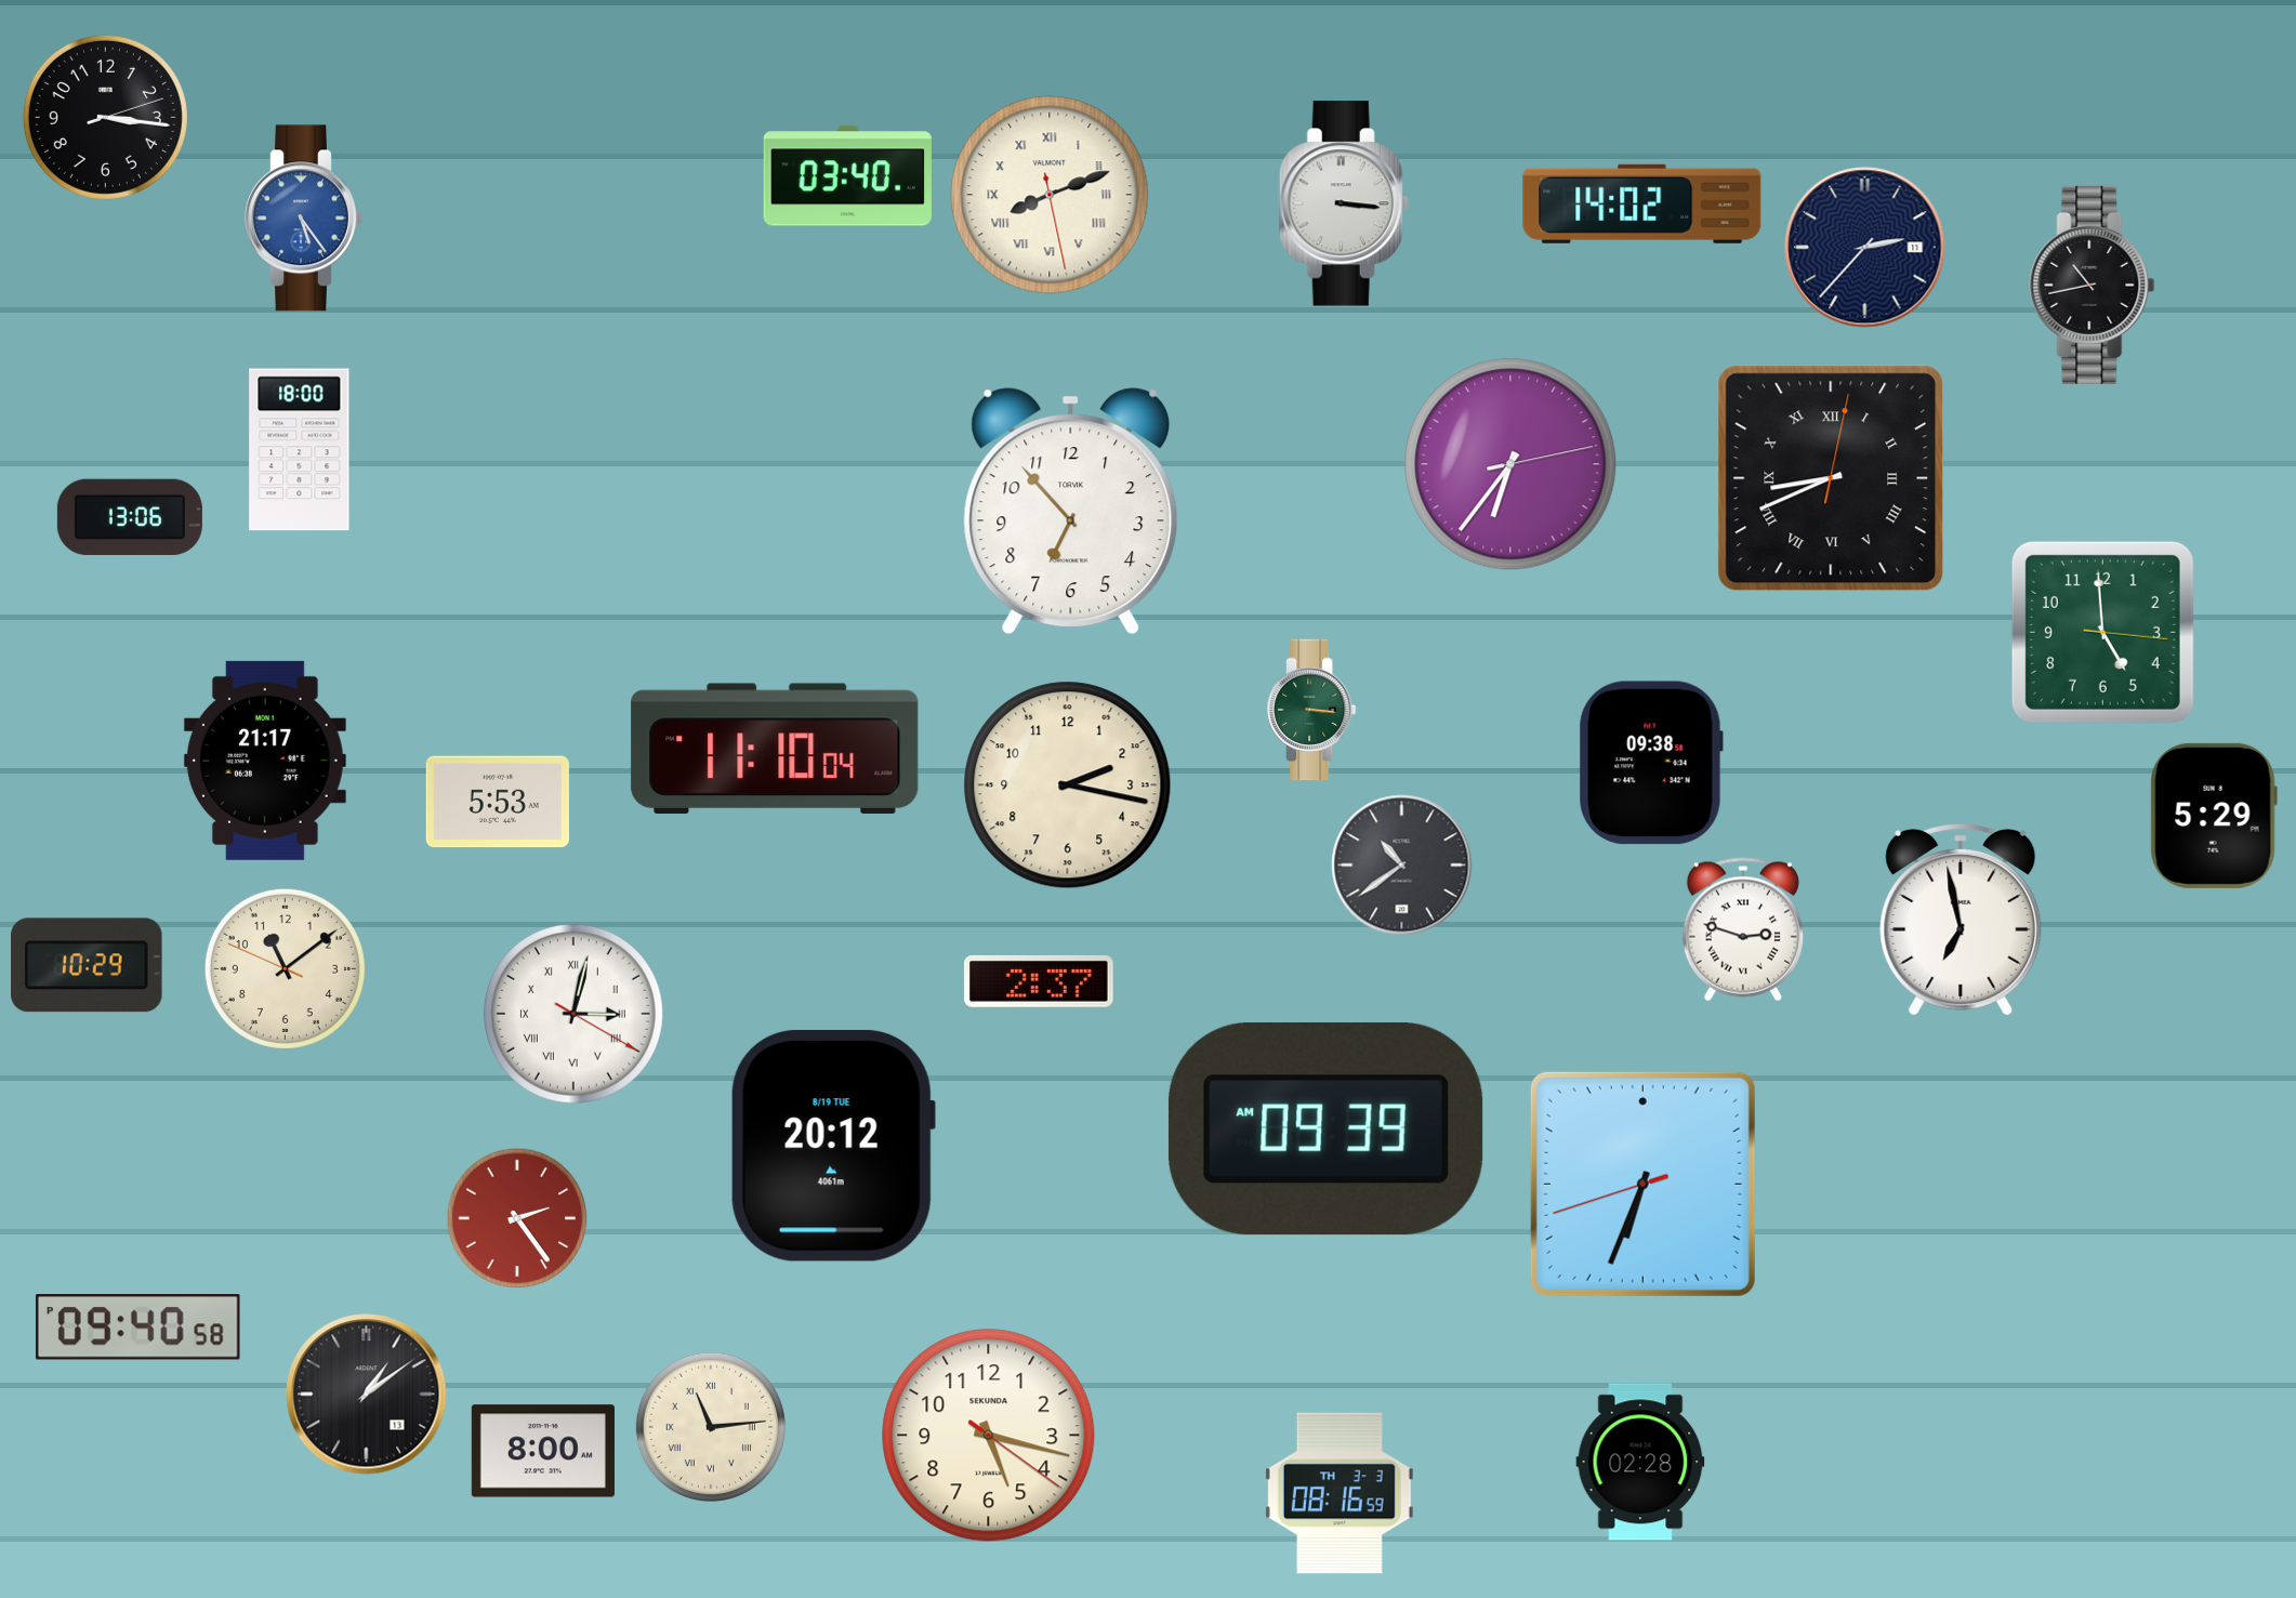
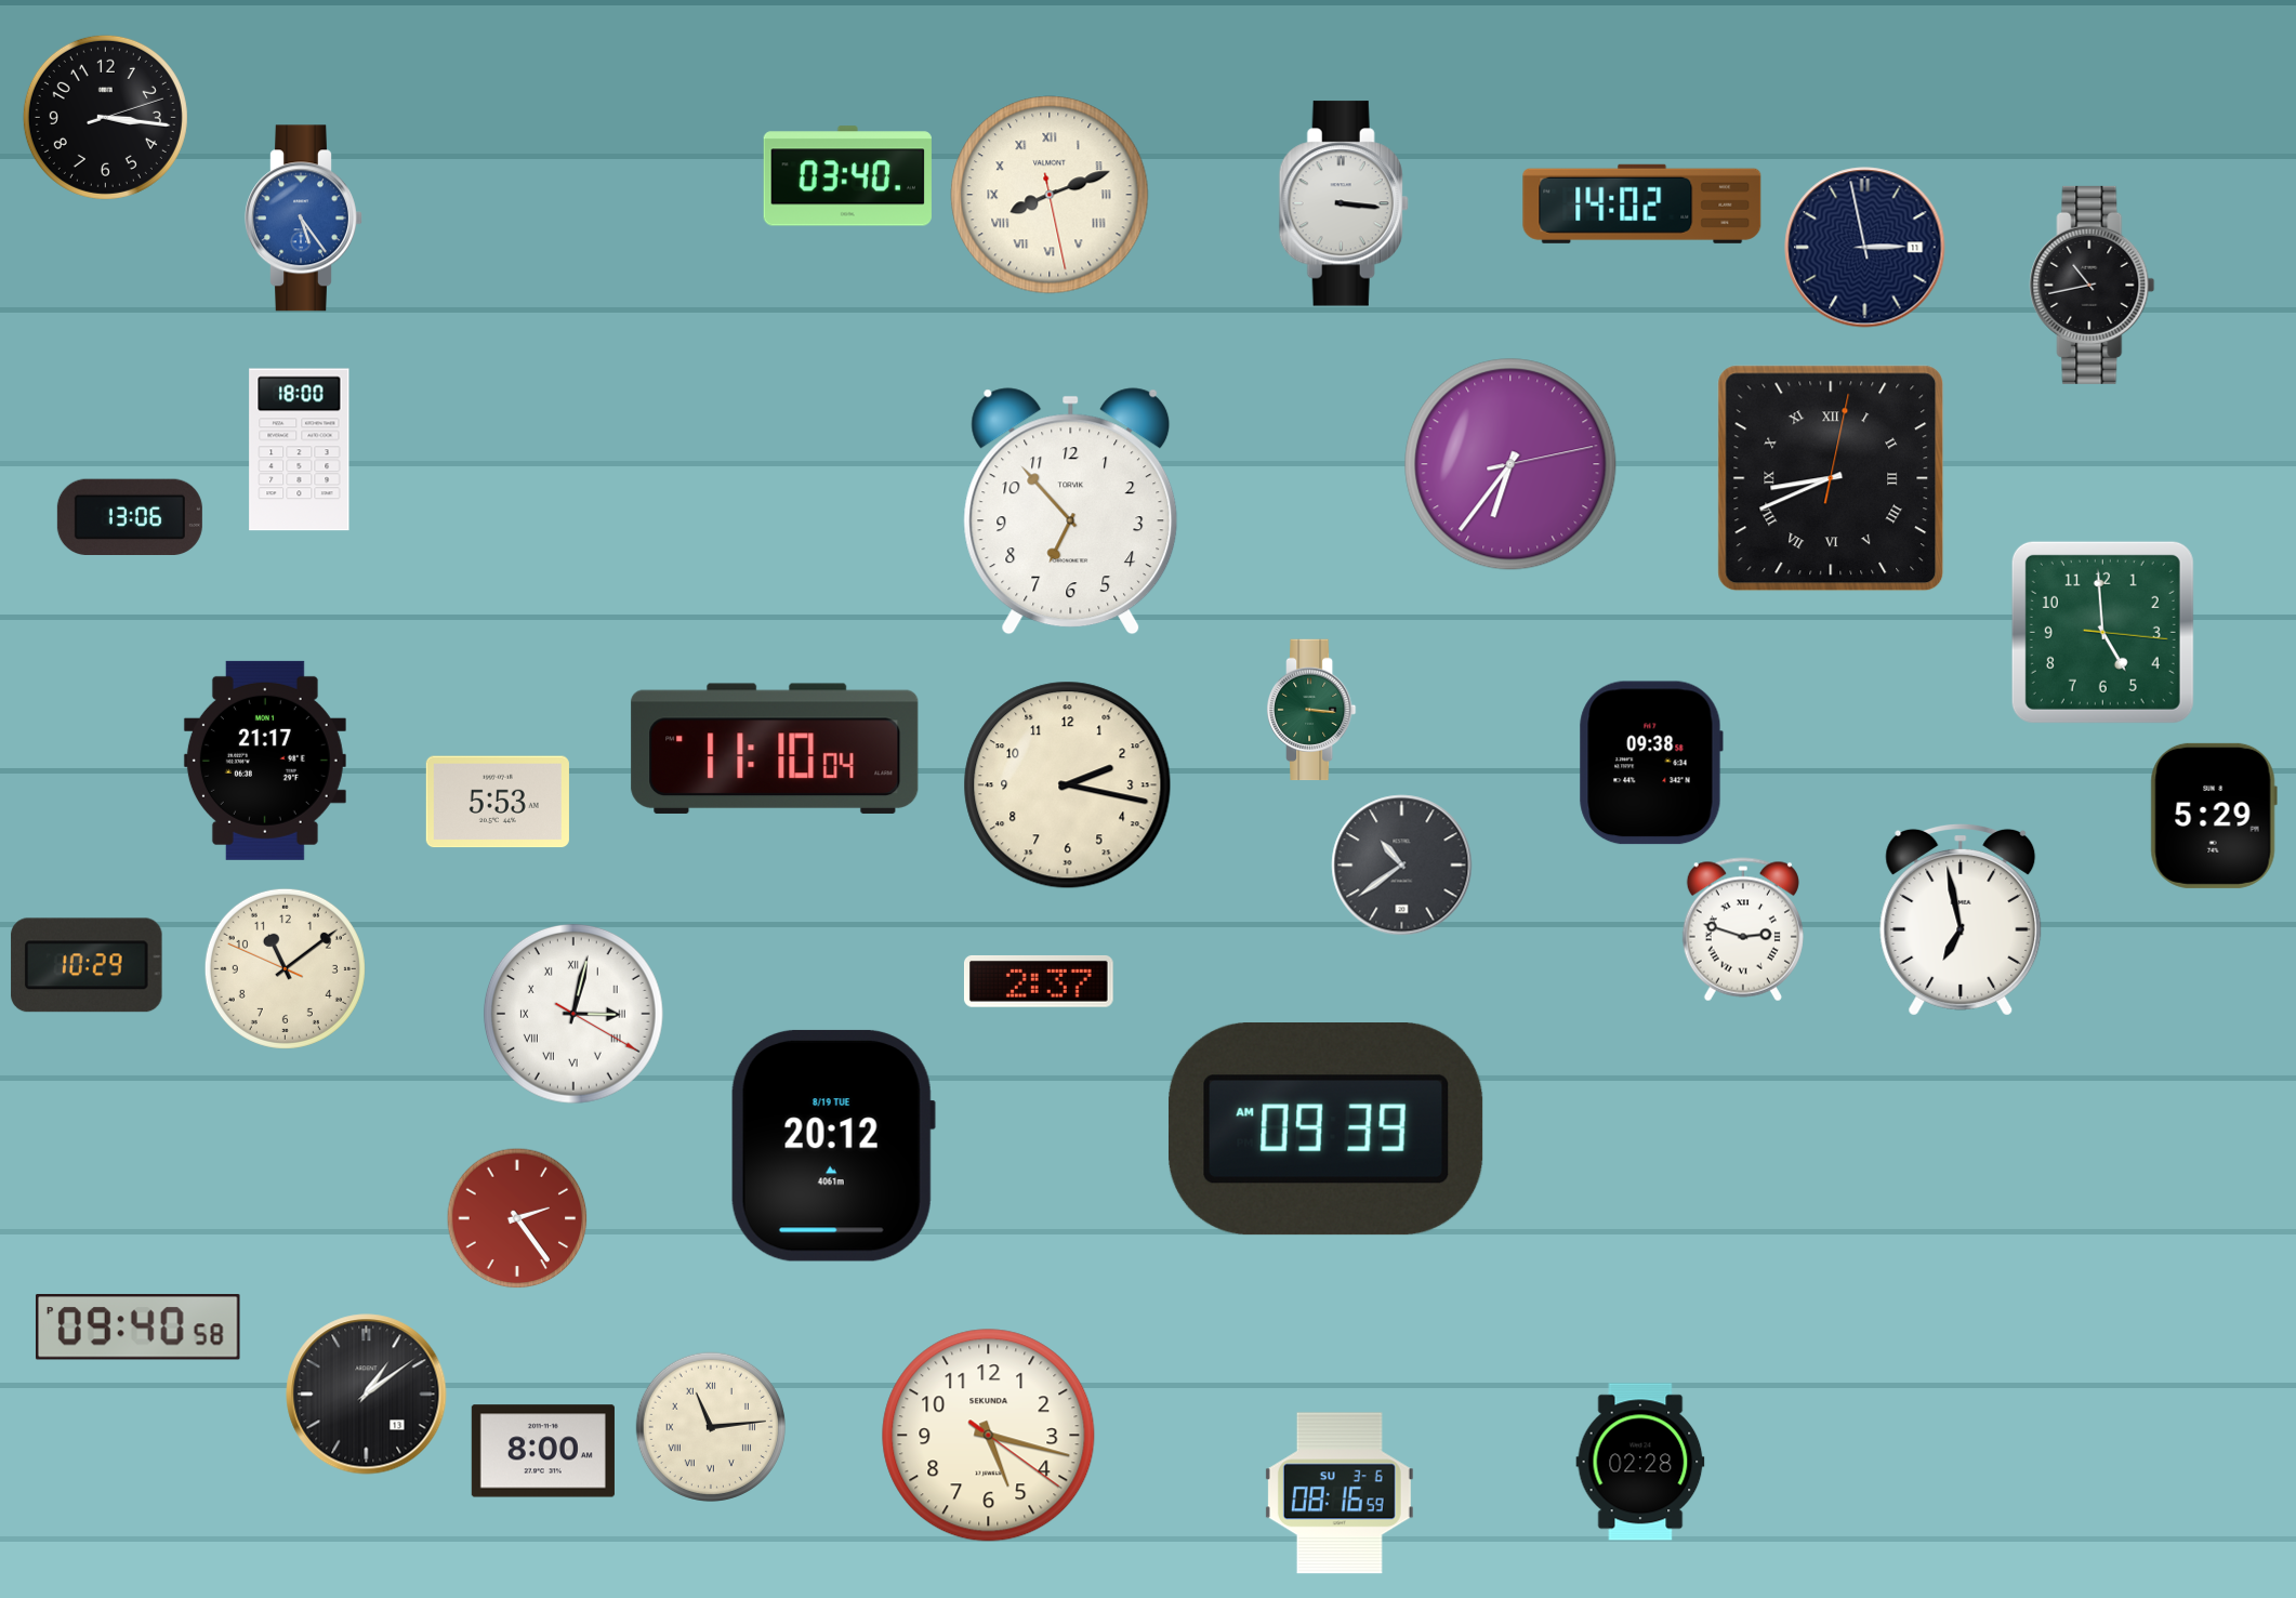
clock at (1865, 248): 2:37 -> 2:58
clock at (1642, 1184): 6:33 -> none
clock at (1340, 1493) date: TH 3-3 -> SU 3-6
